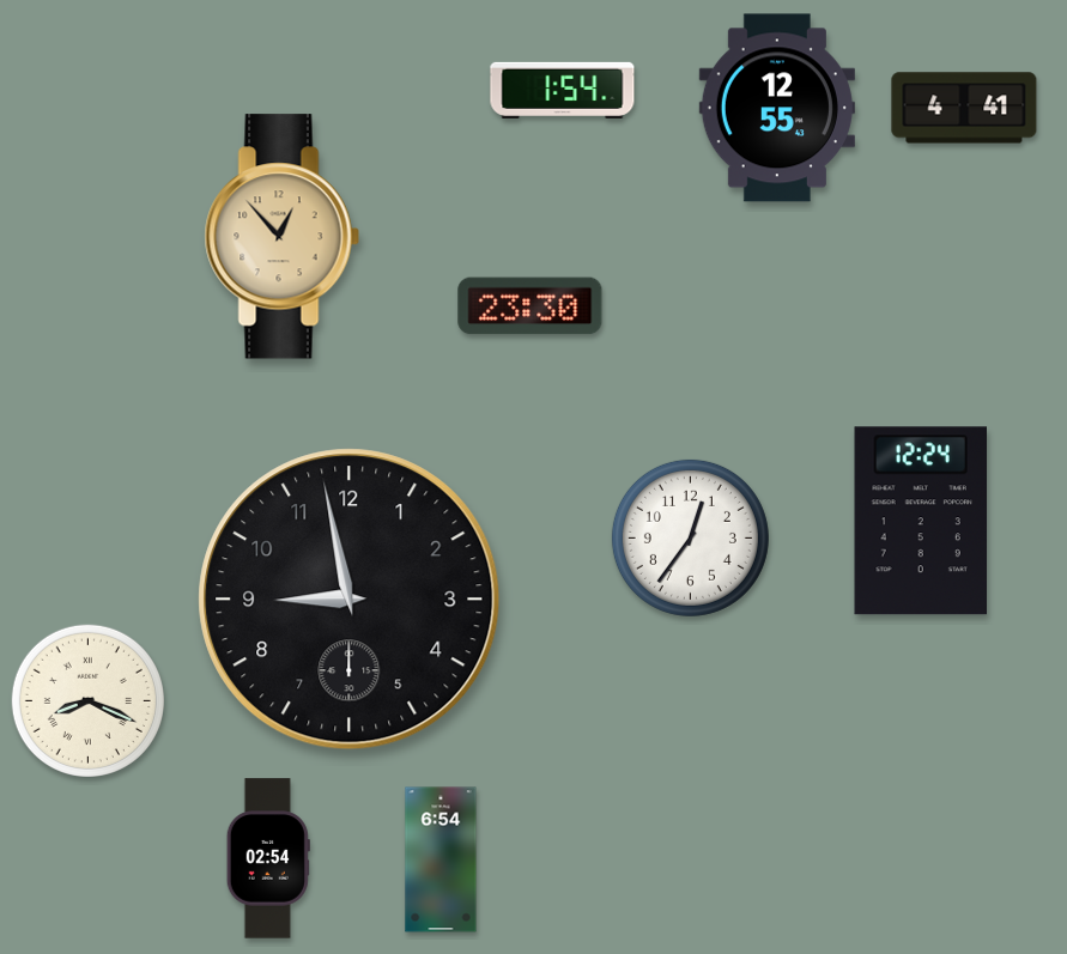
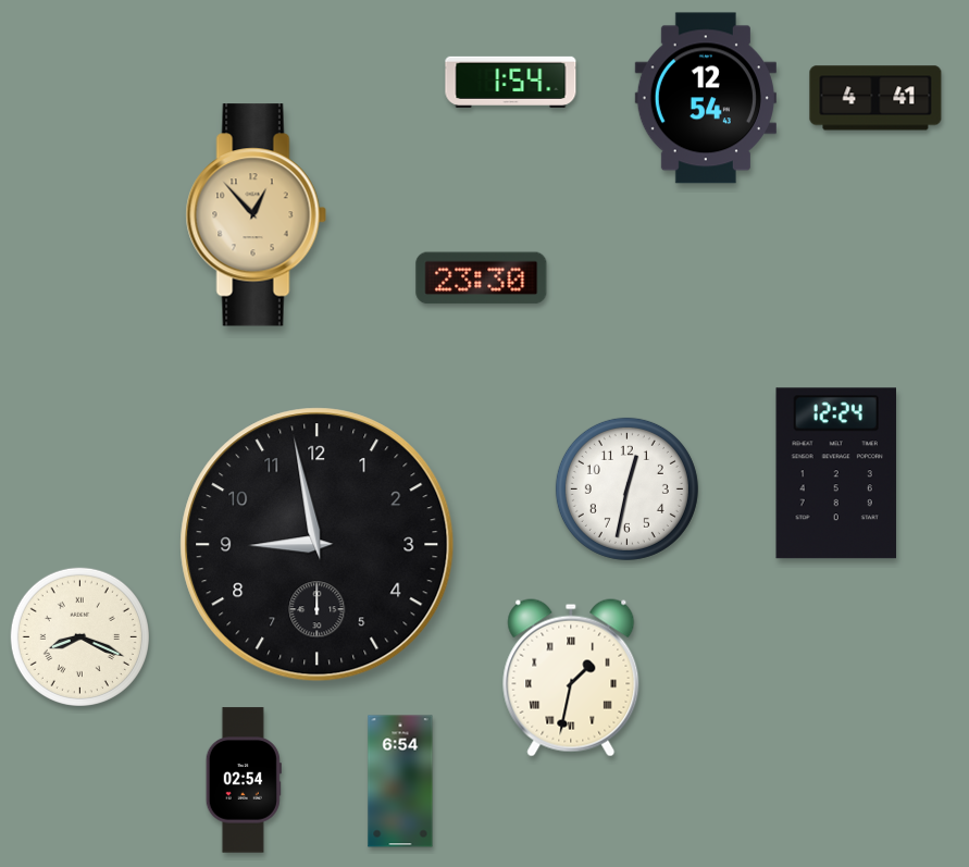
clock at (777, 108): 12:55 -> 12:54
clock at (690, 537): 12:36 -> 12:32
clock at (571, 678): none -> 1:32
